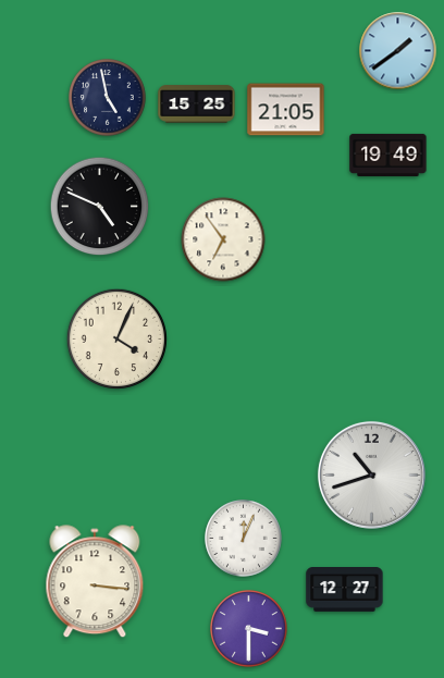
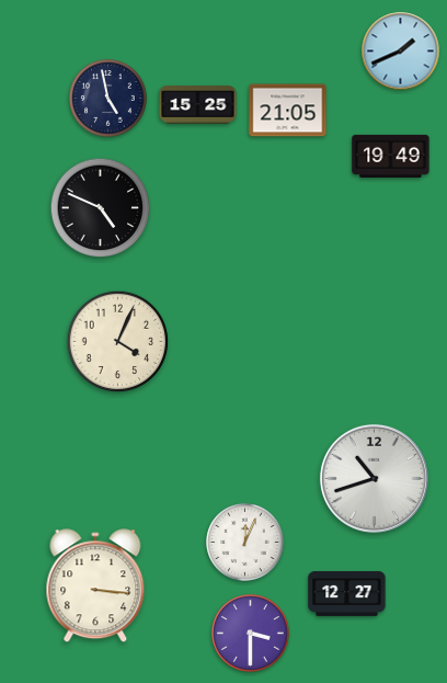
clock at (398, 51): 1:39 -> 1:41
clock at (223, 239): 6:54 -> none
